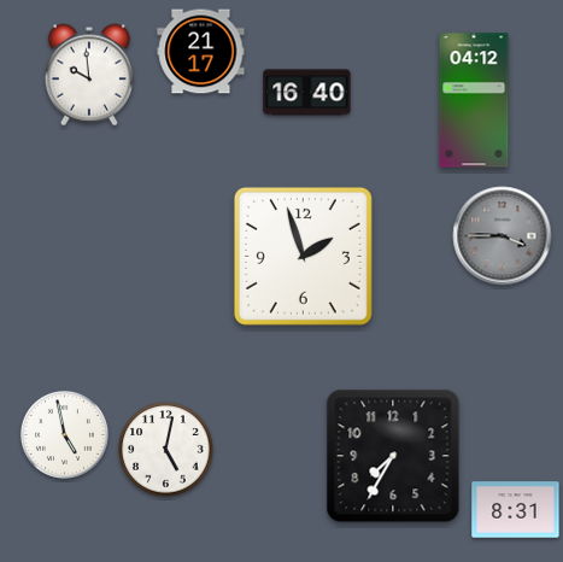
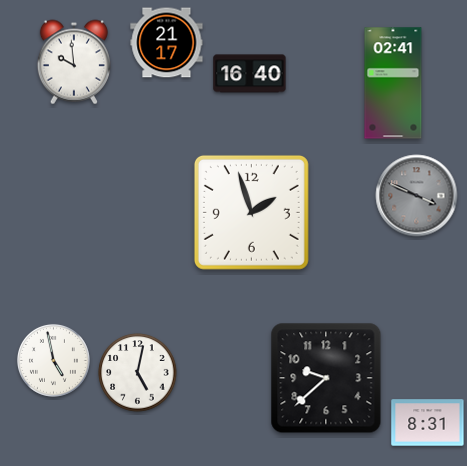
clock at (307, 93) position: (307, 93) -> (250, 74)
clock at (474, 100): 04:12 -> 02:41
clock at (503, 236): 3:45 -> 3:49
clock at (393, 456): 7:35 -> 9:38
